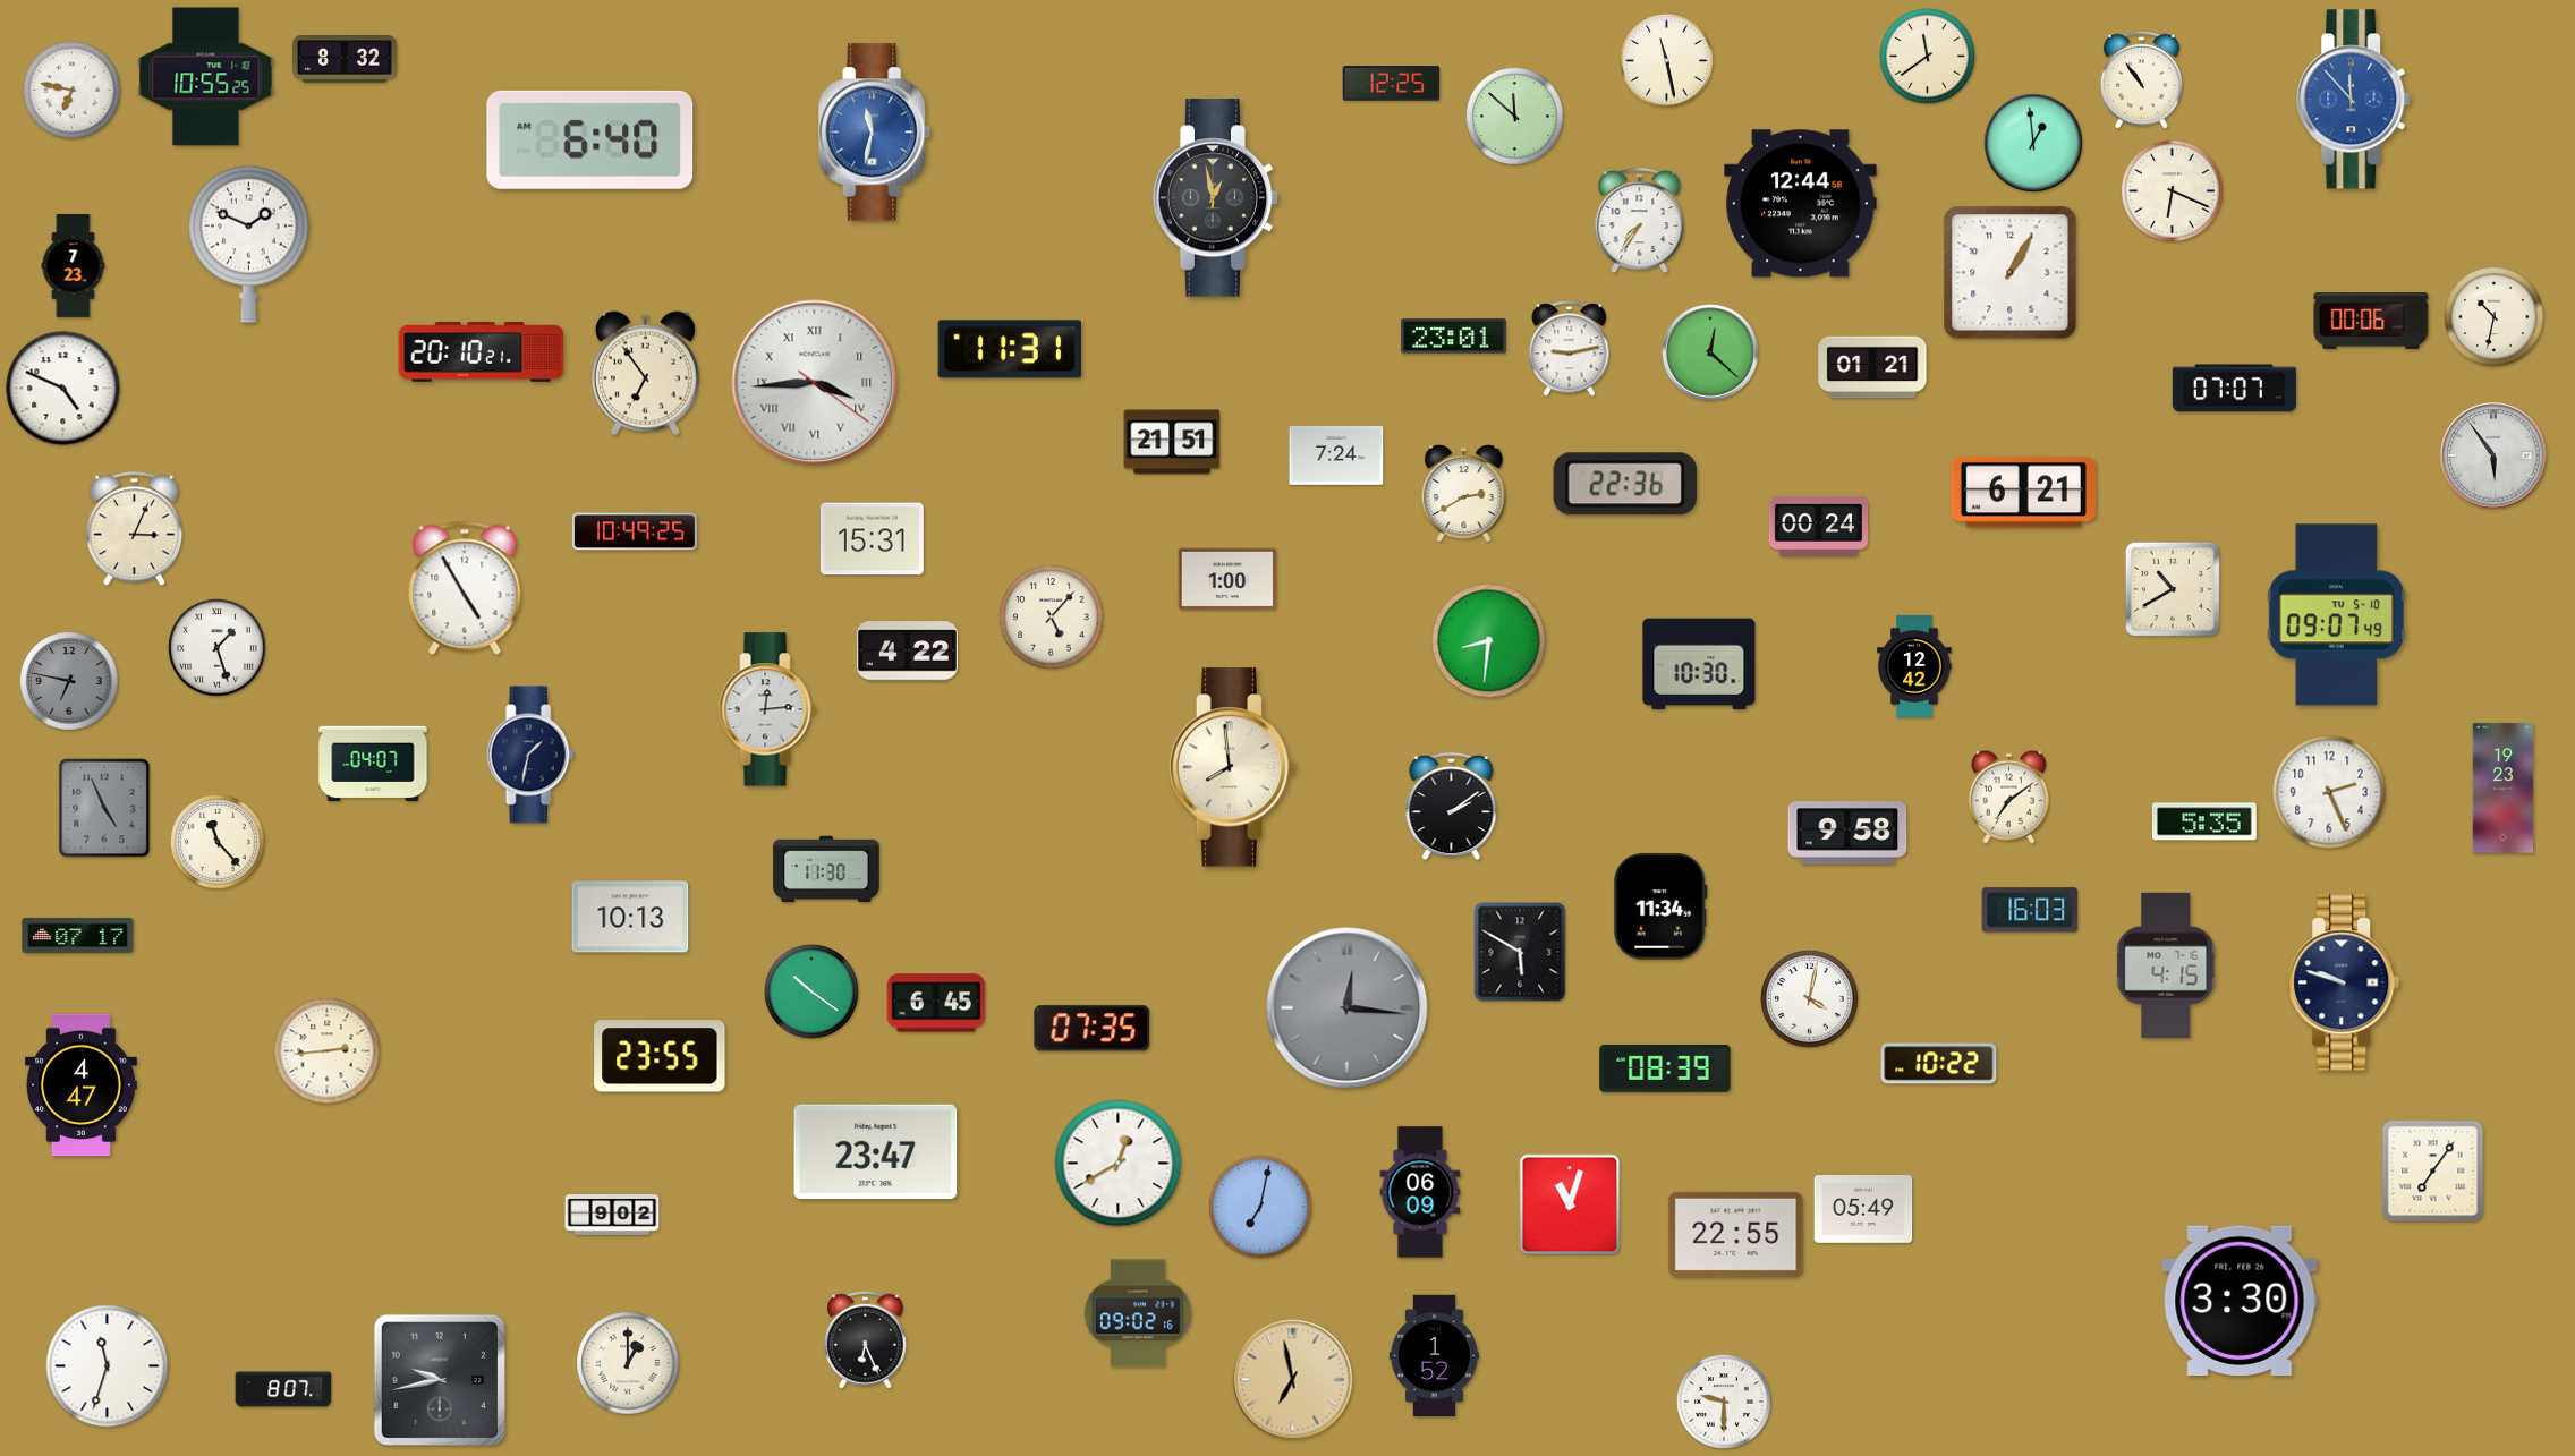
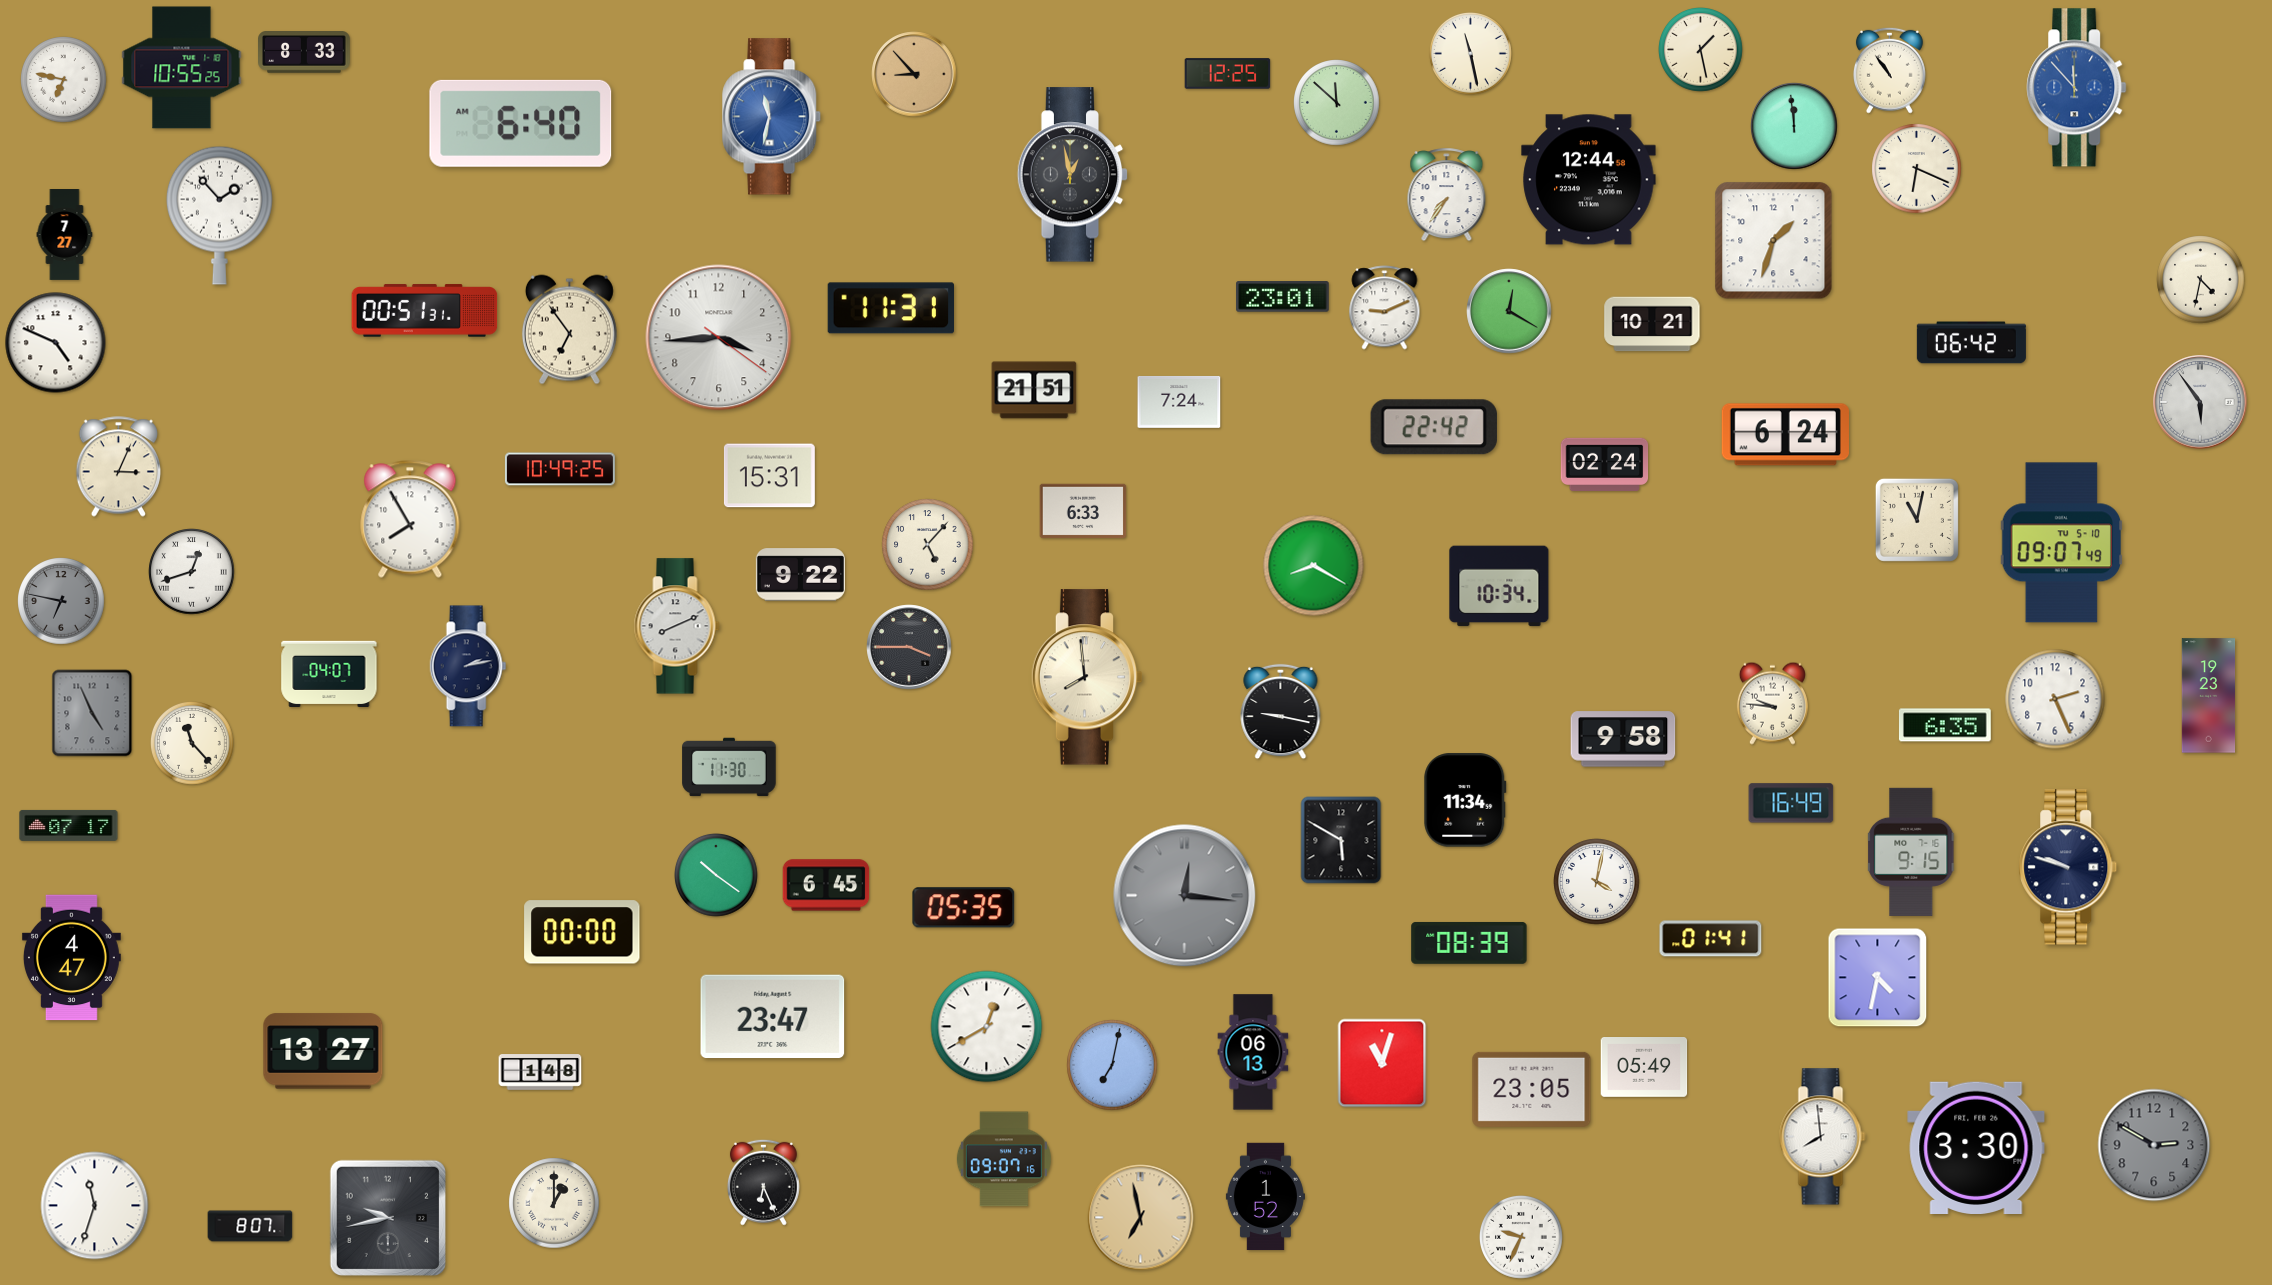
clock at (1928, 57): 11:39 -> 1:28
clock at (346, 60): 8:32 -> 8:33
clock at (914, 74): none -> 8:53
clock at (2033, 143): 12:59 -> 11:59
clock at (248, 244): 1:49 -> 1:53
clock at (74, 266): 7:23 -> 7:27
clock at (2011, 273): 1:05 -> 1:33
clock at (2495, 317): 10:32 -> 4:32
clock at (2371, 322): 00:06 -> none
clock at (1570, 349): 9:13 -> 9:11
clock at (482, 352): 20:10 -> 00:51
clock at (1710, 352): 12:22 -> 12:20
clock at (1872, 367): 01:21 -> 10:21
clock at (815, 383) numerals: Roman -> Arabic
clock at (2234, 389): 07:07 -> 06:42
clock at (1625, 484): 22:36 -> 22:42
clock at (2023, 493): 6:21 -> 6:24
clock at (1464, 494): 2:40 -> none
clock at (1819, 526): 00:24 -> 02:24
clock at (1227, 579): 1:00 -> 6:33
clock at (465, 588): 4:55 -> 7:55
clock at (2173, 589): 10:40 -> 11:02
clock at (1489, 641): 8:31 -> 8:20
clock at (218, 648): 1:27 -> 12:42
clock at (907, 652): 4:22 -> 9:22
clock at (1699, 664): 10:30 -> 10:34
clock at (1914, 666): 12:42 -> none
clock at (767, 709): 12:14 -> 8:11
clock at (909, 647): none -> 3:45
clock at (530, 755): 1:32 -> 2:13
clock at (2008, 797): 7:09 -> 9:46
clock at (1452, 807): 2:09 -> 9:17
clock at (2204, 821): 5:35 -> 6:35
clock at (1847, 833) position: (1847, 833) -> (1623, 739)
clock at (2030, 910): 16:03 -> 16:49
clock at (630, 917): 10:13 -> none
clock at (2167, 965): 4:15 -> 9:15
clock at (1348, 1008) position: (1348, 1008) -> (1185, 896)
clock at (1093, 1029): 07:35 -> 05:35
clock at (328, 1051): 2:44 -> none
clock at (660, 1056): 23:55 -> 00:00
clock at (1939, 1064): 10:22 -> 01:41
clock at (1878, 978): none -> 4:32
clock at (2433, 1172): 7:06 -> none
clock at (323, 1051): none -> 13:27
clock at (1420, 1192): 06:09 -> 06:13
clock at (1570, 1204) position: (1570, 1204) -> (1382, 1063)
clock at (612, 1215): 9:02 -> 1:48
clock at (1736, 1234): 22:55 -> 23:05
clock at (1823, 1137): none -> 7:59
clock at (2154, 1145): none -> 2:50
clock at (1138, 1313): 09:02 -> 09:07
clock at (1725, 1403): 9:30 -> 9:34
